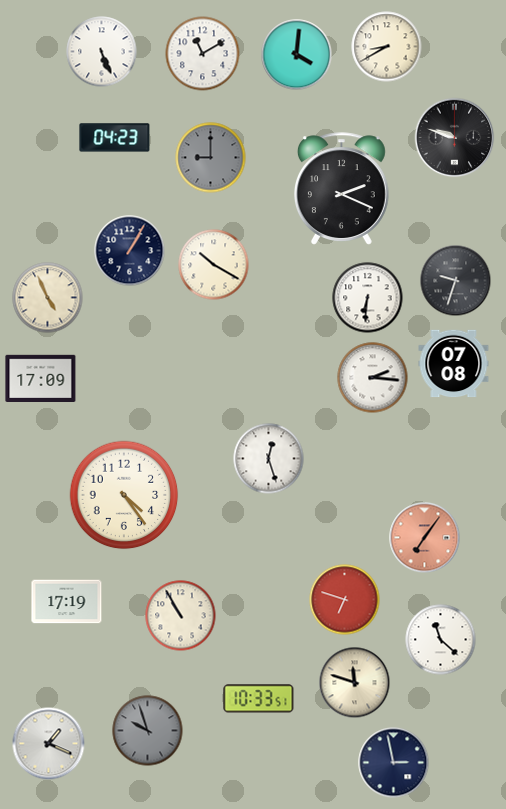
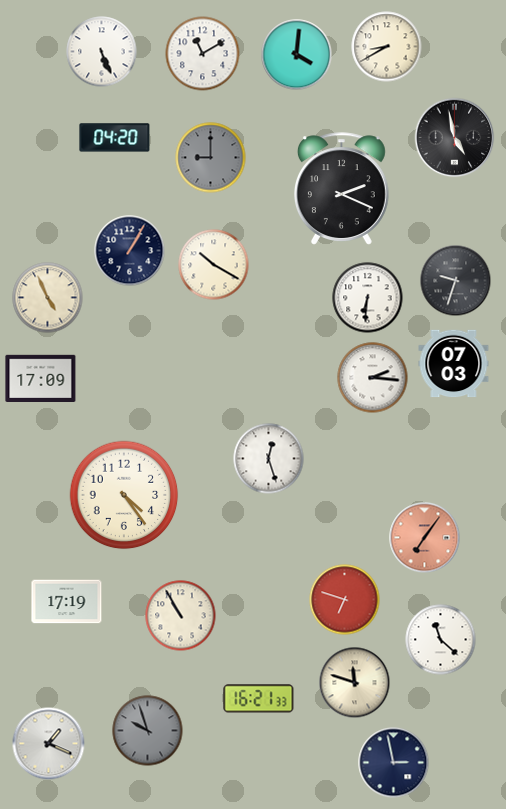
clock at (115, 138): 04:23 -> 04:20
clock at (455, 138): 9:48 -> 4:58
clock at (454, 364): 07:08 -> 07:03
clock at (259, 699): 10:33 -> 16:21
